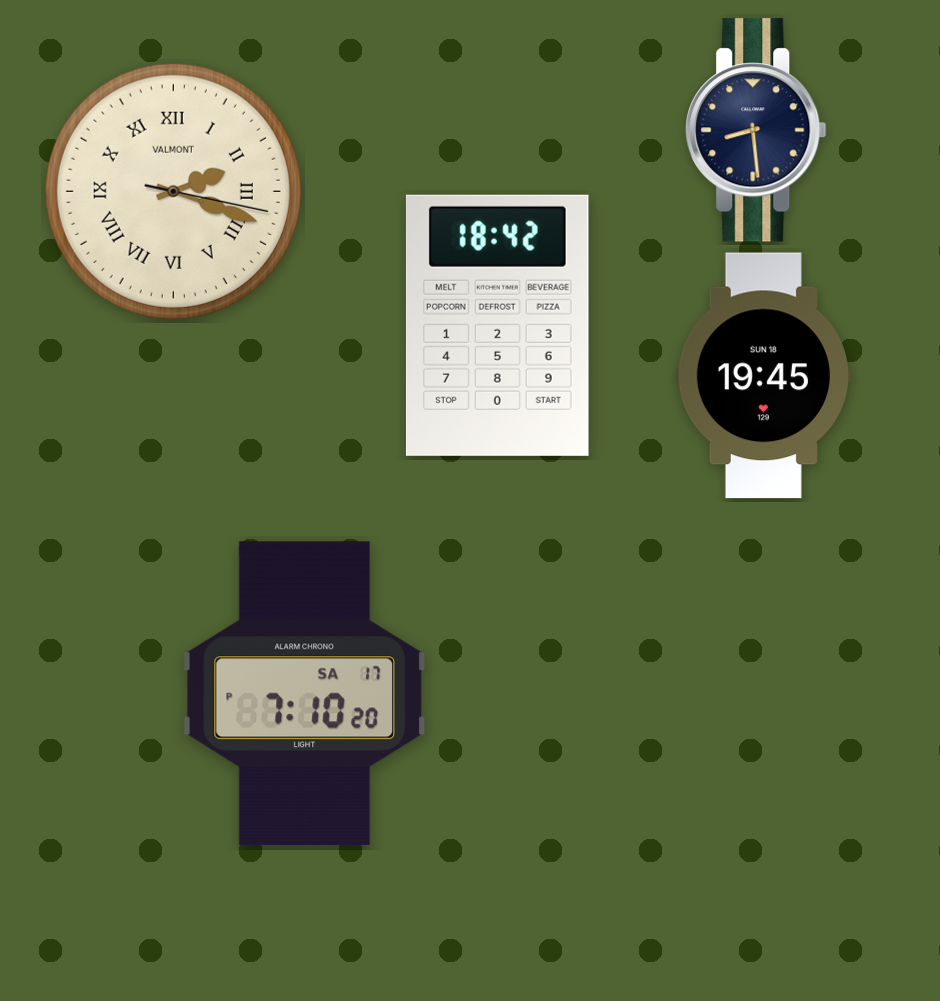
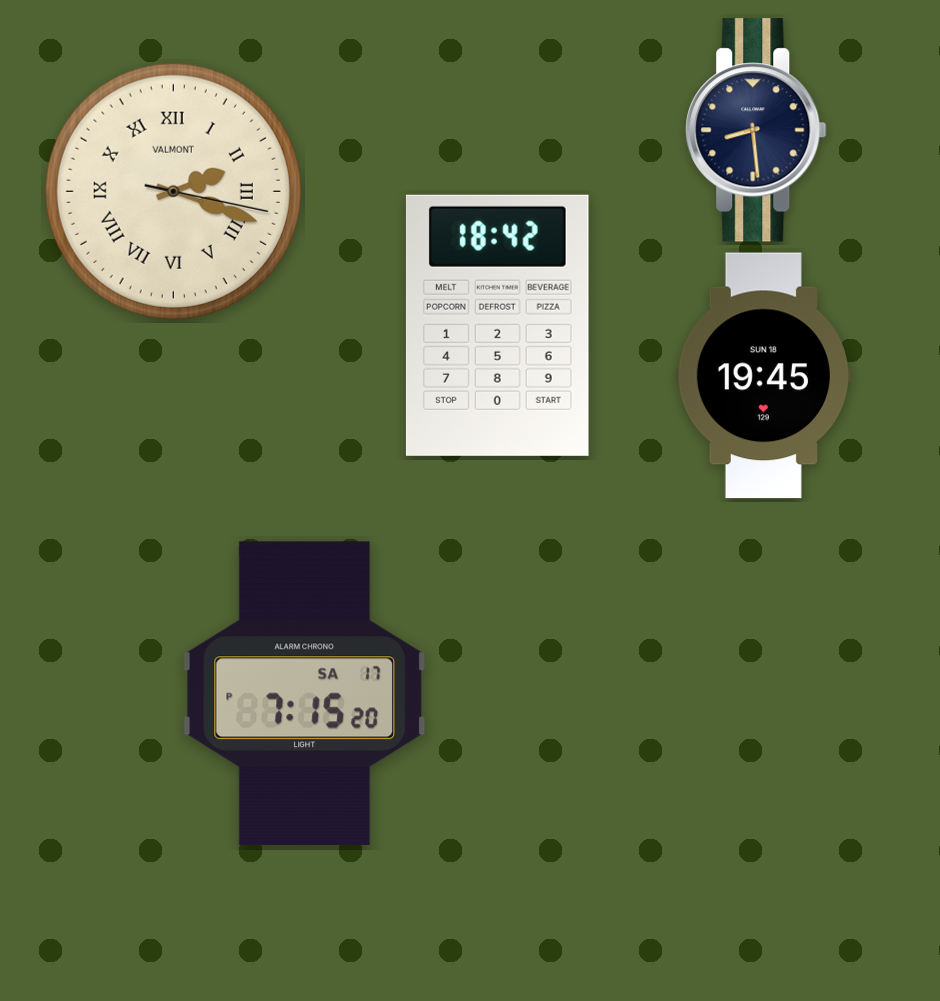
clock at (304, 693): 7:10 -> 7:15
